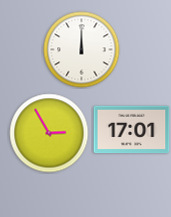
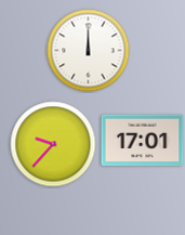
clock at (82, 50) position: (82, 50) -> (89, 51)
clock at (49, 133): 2:55 -> 9:37
